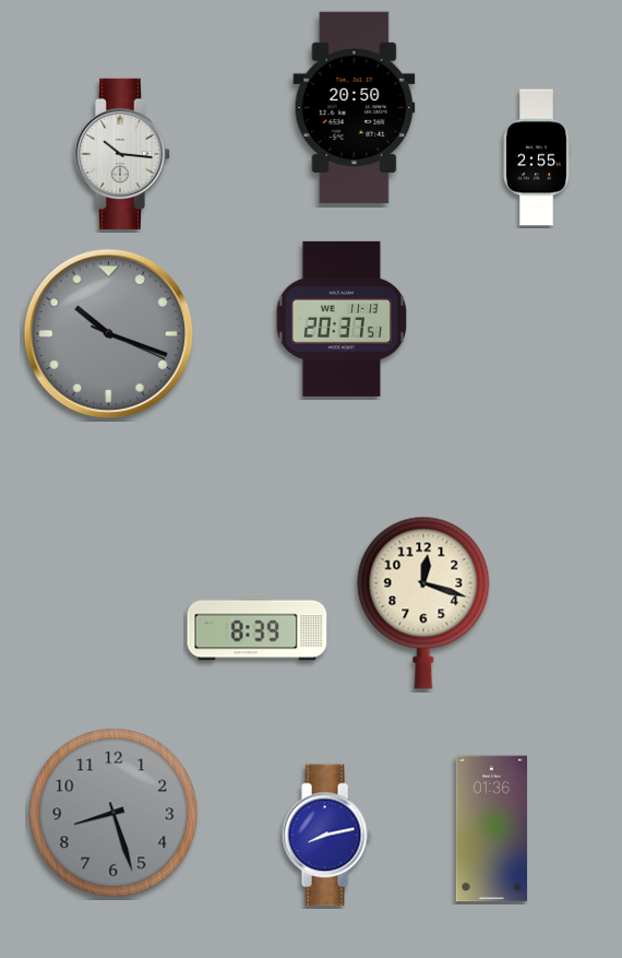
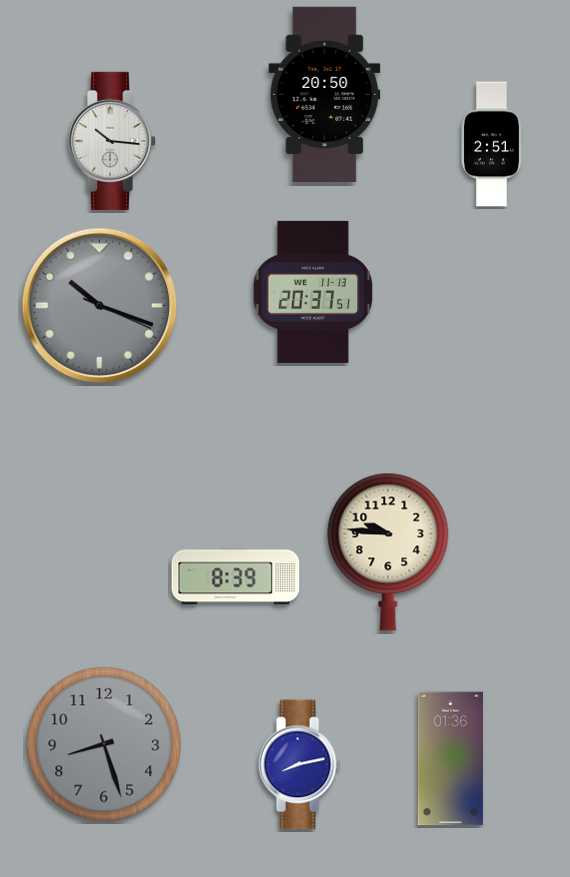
clock at (355, 108) position: (355, 108) -> (325, 95)
clock at (537, 157): 2:55 -> 2:51
clock at (423, 603): 12:18 -> 9:46
